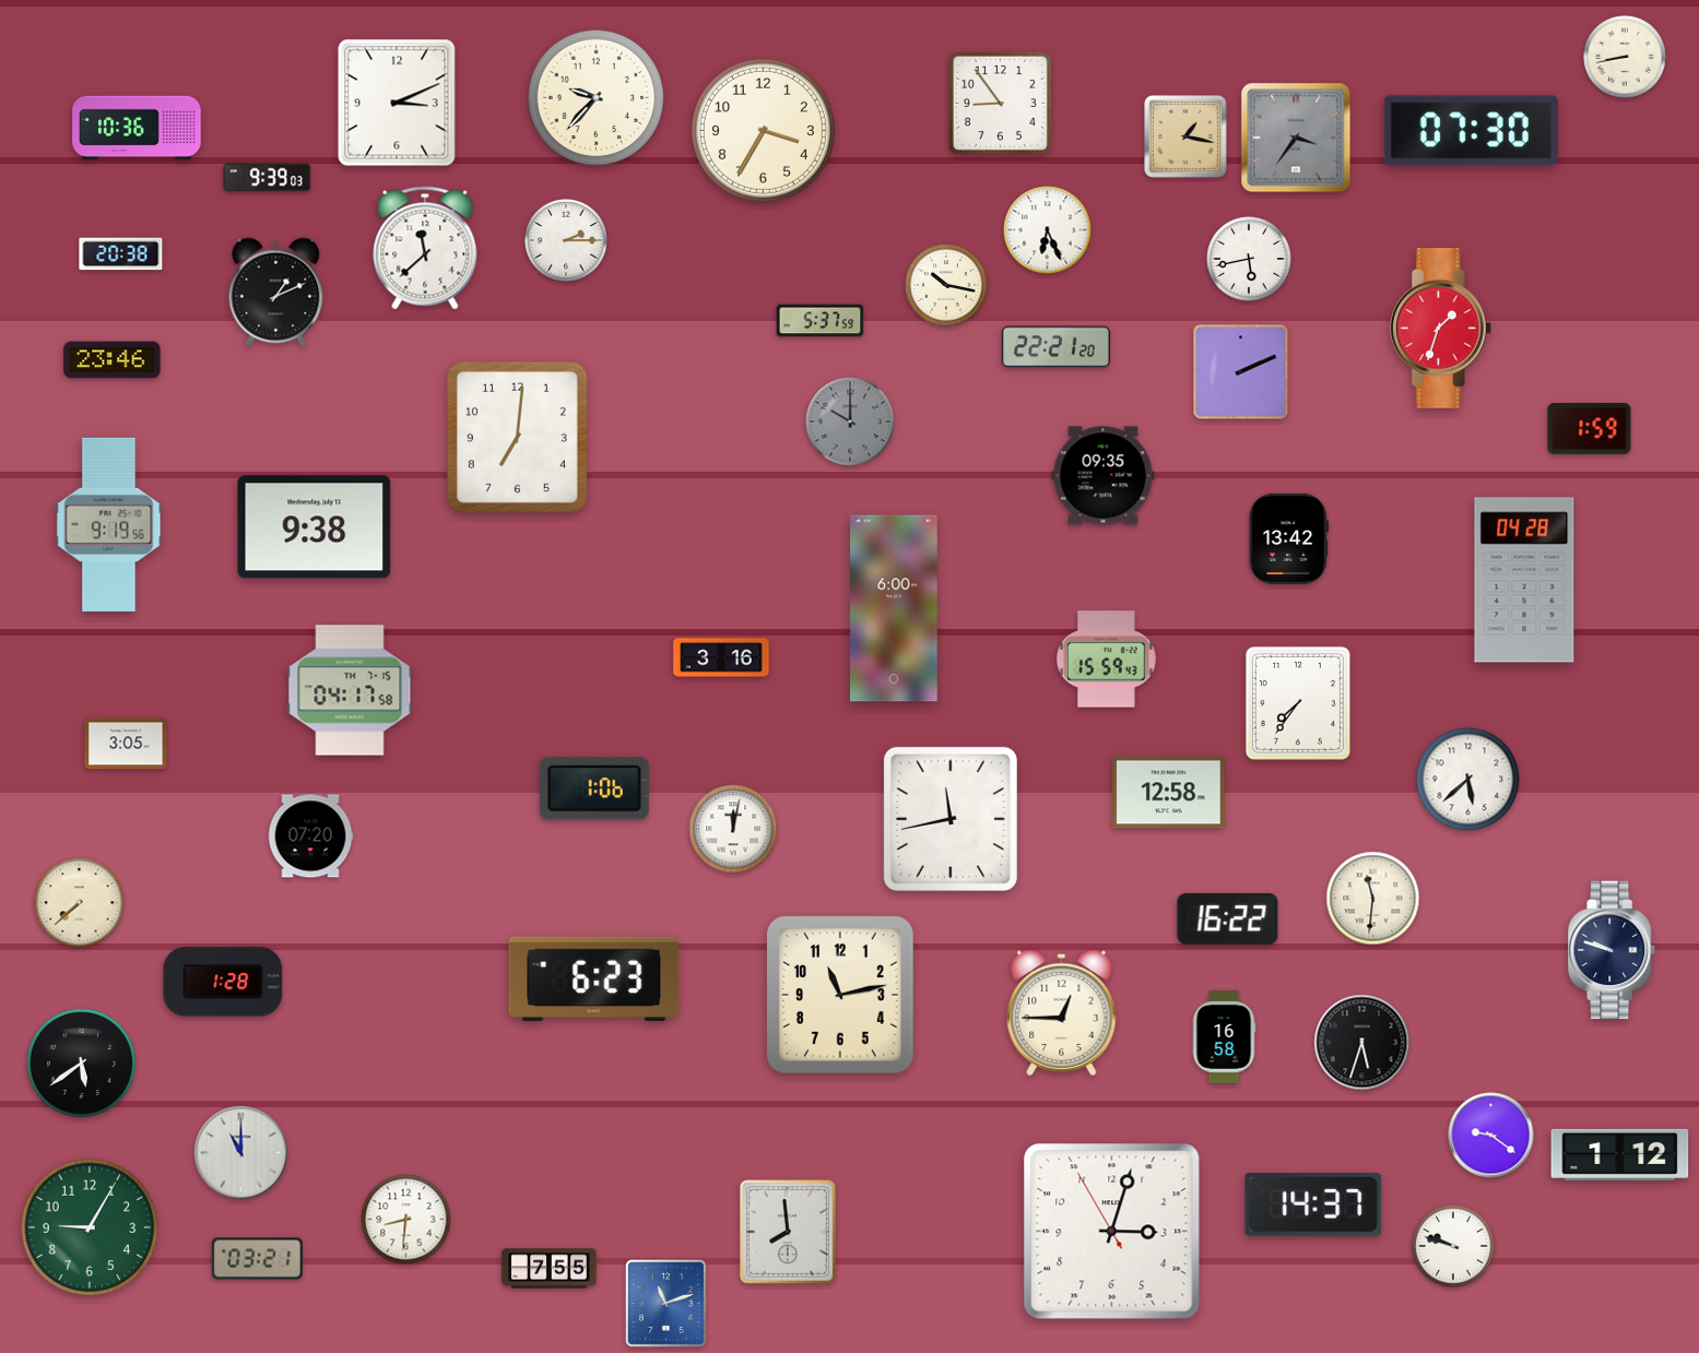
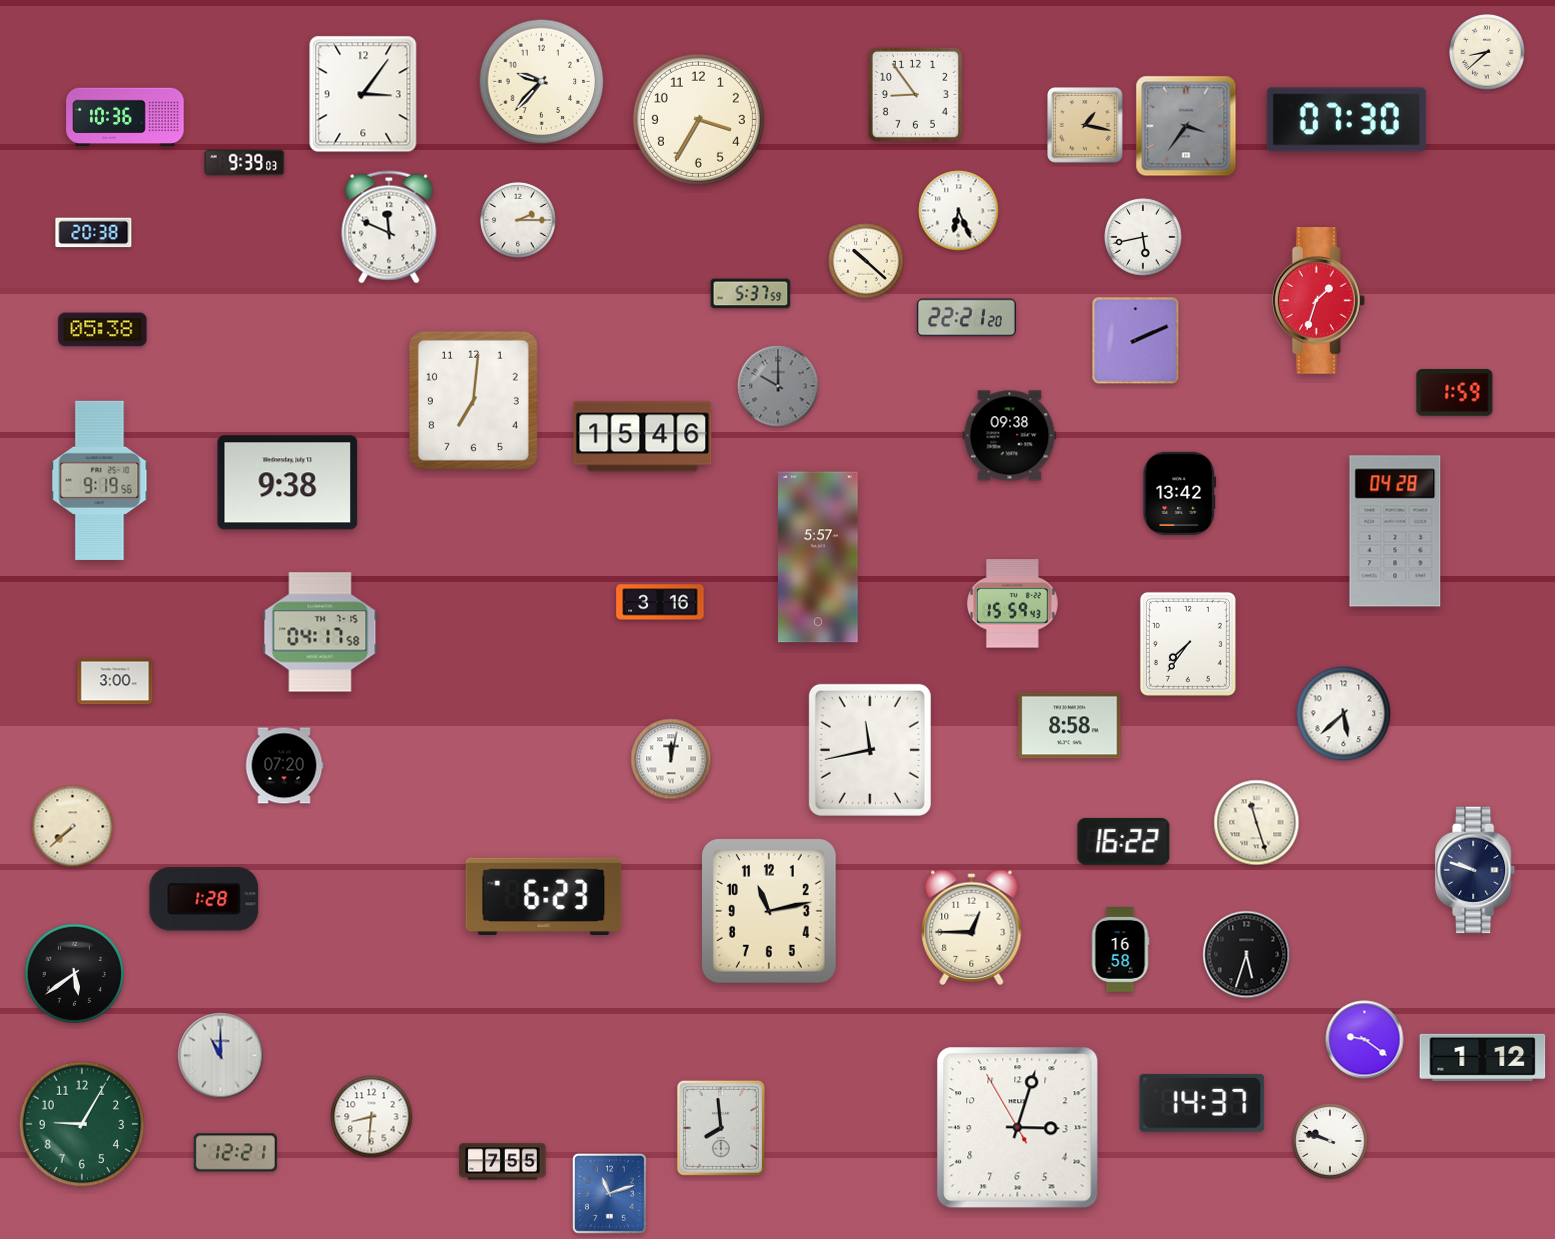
clock at (1625, 57): 8:43 -> 8:38
clock at (597, 98) position: (597, 98) -> (542, 82)
clock at (397, 103): 3:11 -> 3:06
clock at (425, 248): 11:38 -> 11:49
clock at (121, 254) position: (121, 254) -> (94, 233)
clock at (946, 285): 10:17 -> 10:22
clock at (276, 293): 1:11 -> none
clock at (113, 360): 23:46 -> 05:38
clock at (1104, 476): 09:35 -> 09:38
clock at (643, 437): none -> 15:46
clock at (895, 608): 6:00 -> 5:57
clock at (126, 744): 3:05 -> 3:00
clock at (594, 788): 1:06 -> none
clock at (1169, 793): 12:58 -> 8:58
clock at (1373, 899): 11:31 -> 11:27
clock at (257, 1259): 03:21 -> 12:21
